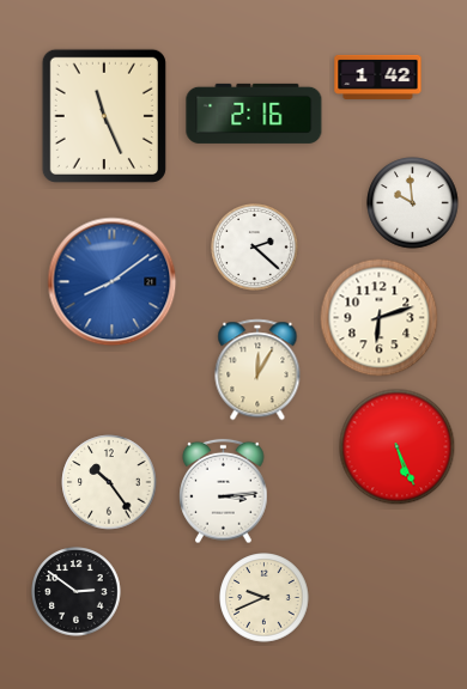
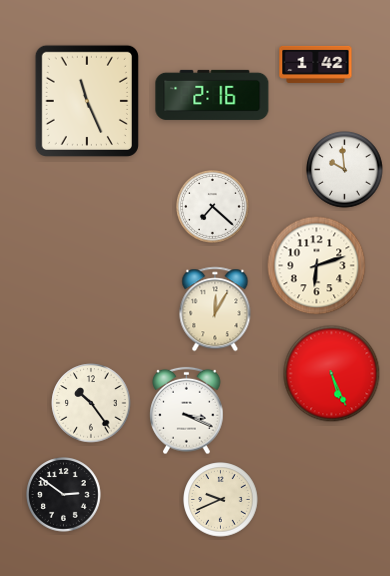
clock at (104, 116) position: (104, 116) -> (87, 101)
clock at (255, 248): 2:22 -> 7:22
clock at (113, 282): 8:09 -> none
clock at (224, 492): 3:14 -> 3:19
